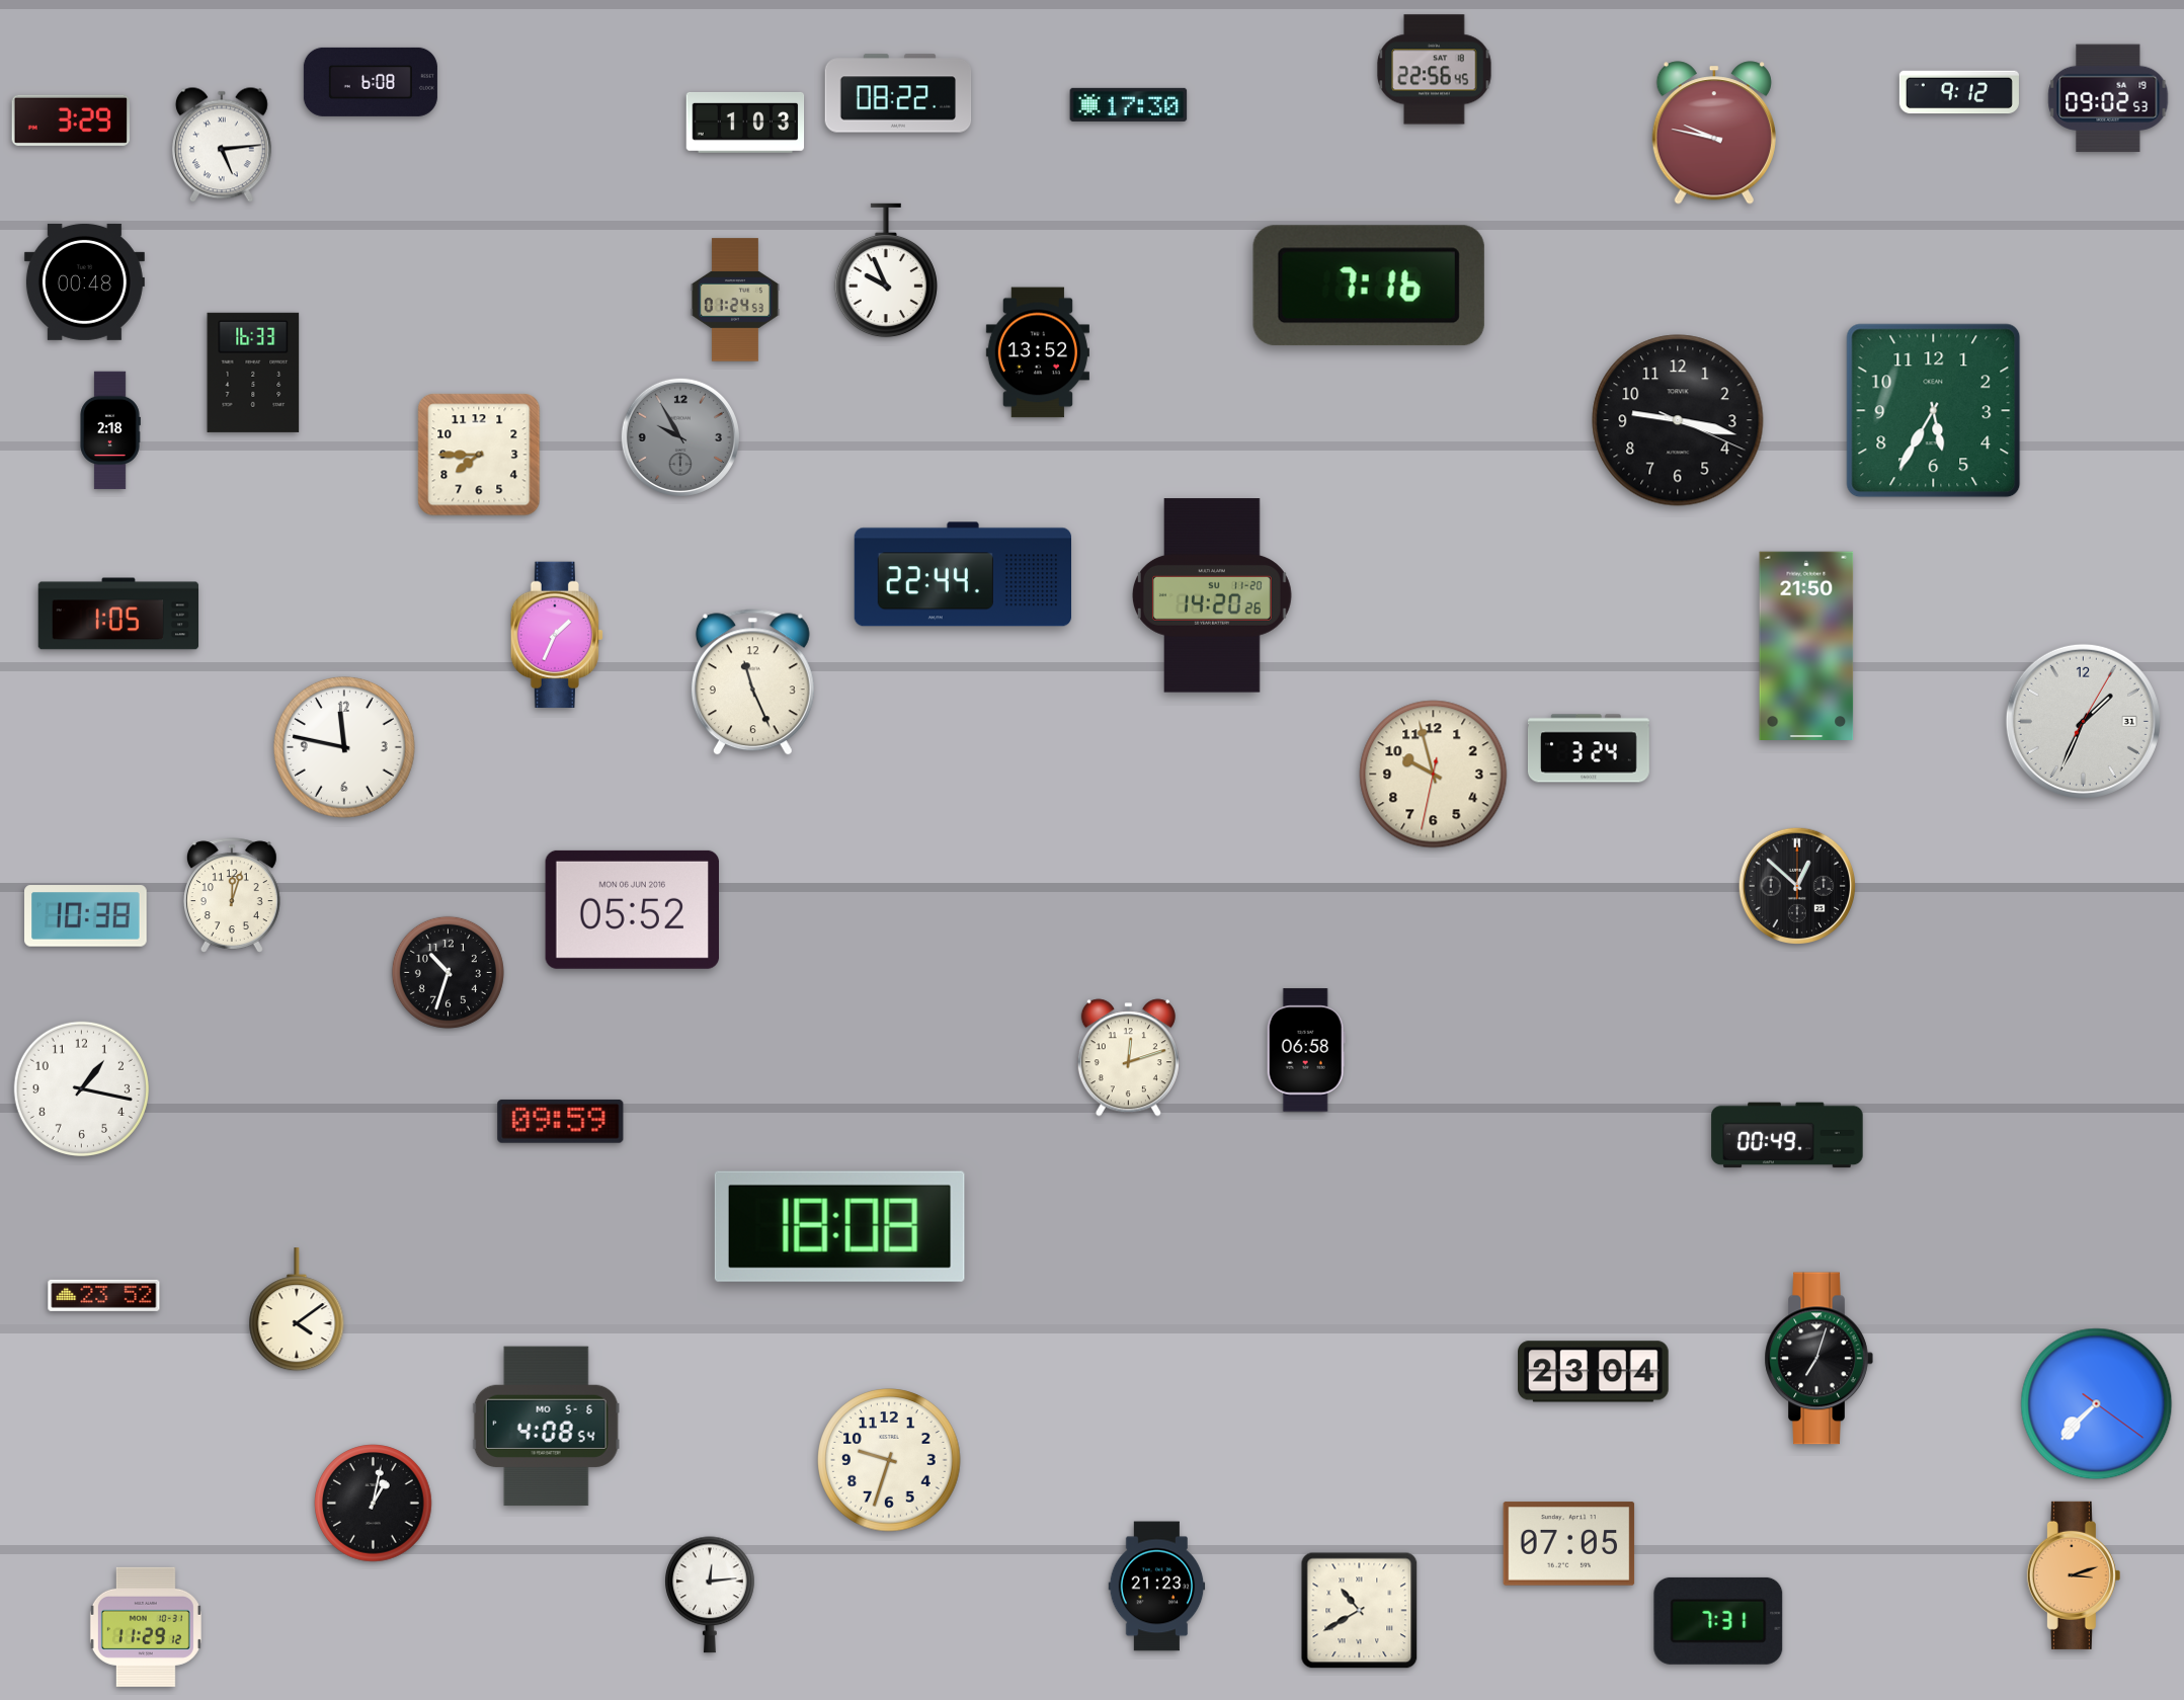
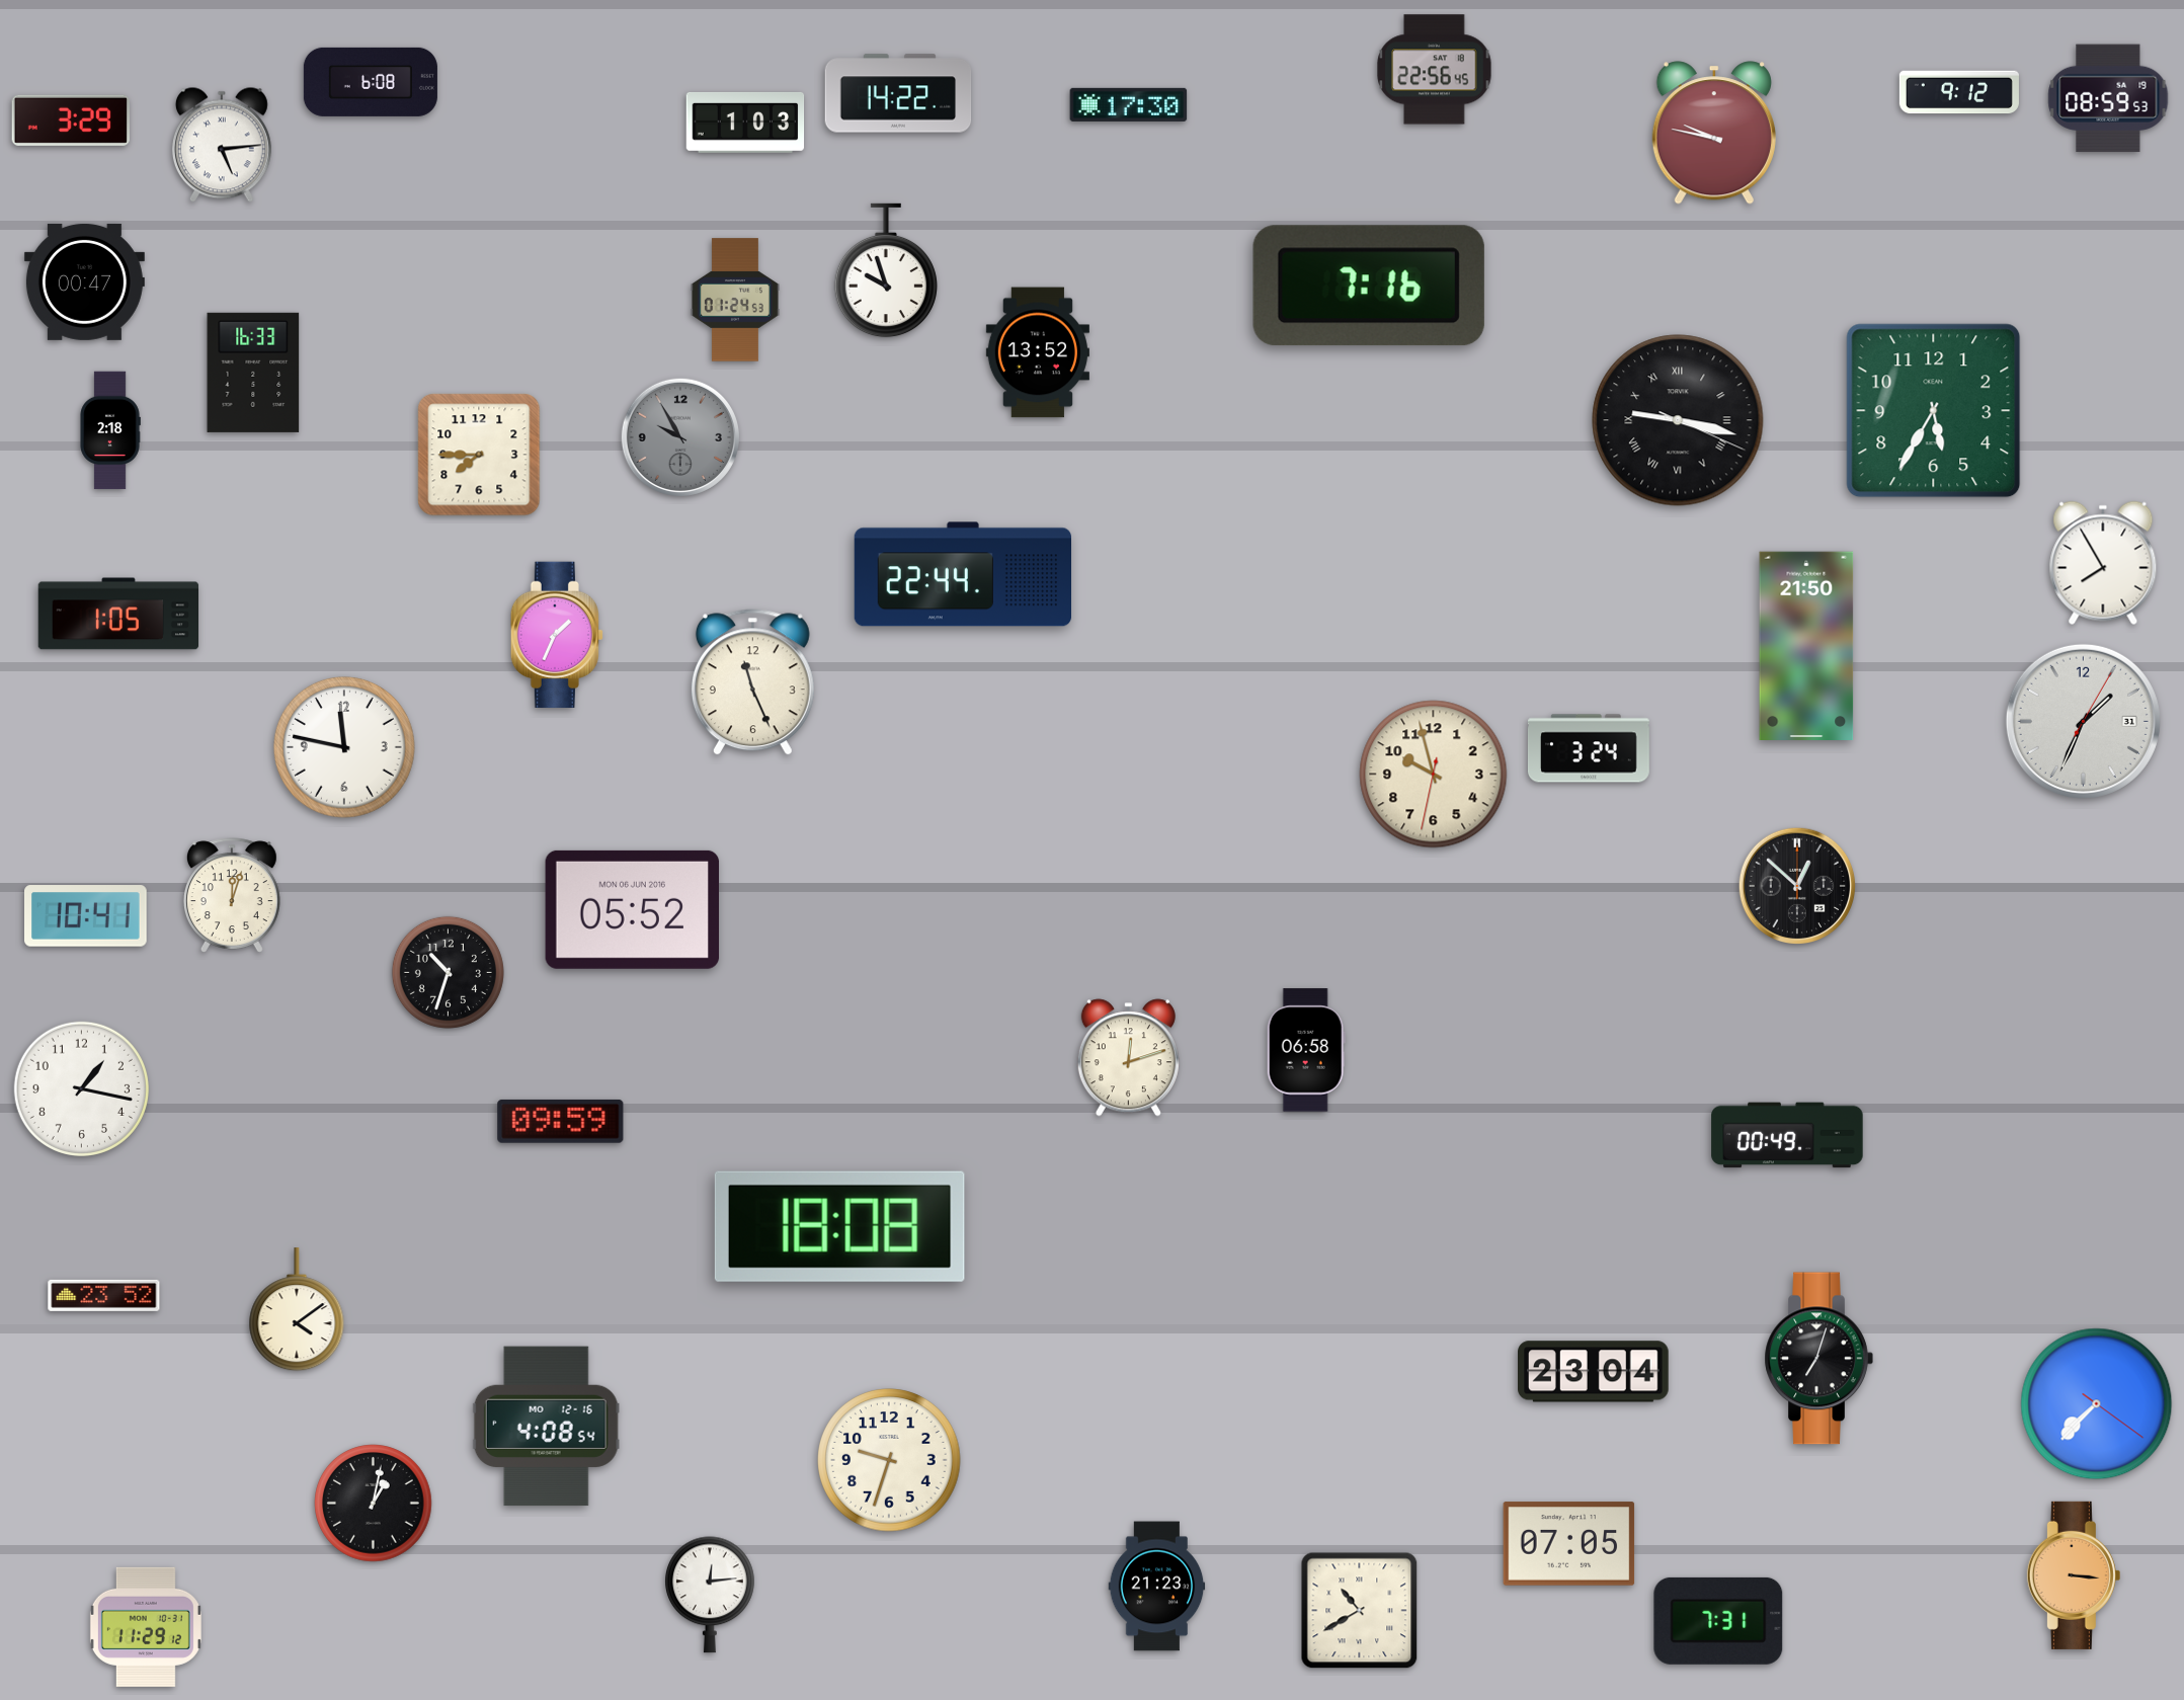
clock at (898, 93): 08:22 -> 14:22
clock at (2108, 98): 09:02 -> 08:59
clock at (886, 270): 9:56 -> 9:57
clock at (84, 281): 00:48 -> 00:47
clock at (1678, 420) numerals: Arabic -> Roman
clock at (2103, 563): none -> 7:55
clock at (1212, 595): 14:20 -> none
clock at (86, 916): 10:38 -> 10:41
clock at (546, 1427) date: MO 5-6 -> MO 12-16
clock at (2074, 1575): 3:12 -> 3:16
